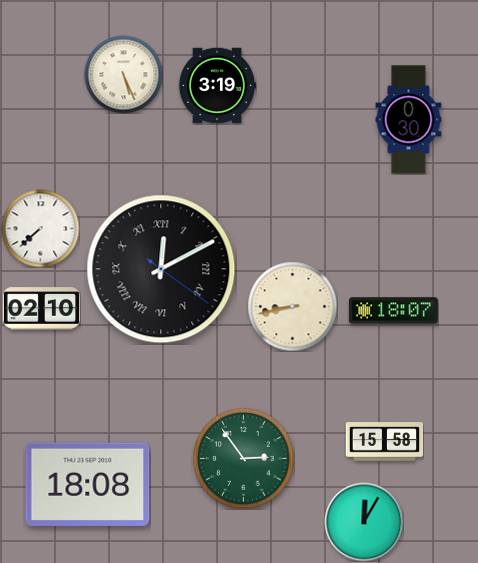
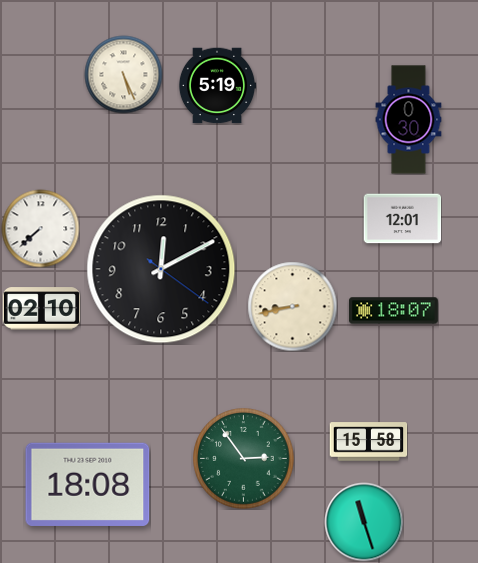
clock at (217, 86): 3:19 -> 5:19
clock at (402, 219): none -> 12:01
clock at (161, 269) numerals: Roman -> Arabic
clock at (384, 442) position: (384, 442) -> (368, 442)
clock at (364, 522): 12:05 -> 11:27
